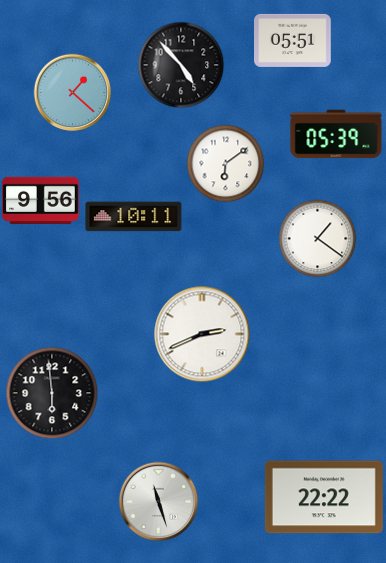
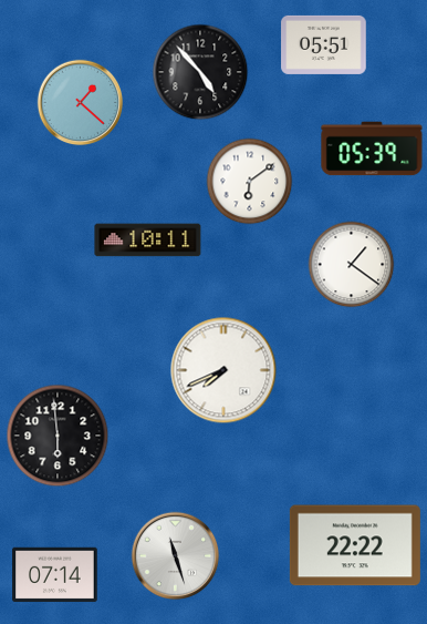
clock at (41, 200): 9:56 -> none
clock at (202, 334): 2:41 -> 7:41
clock at (324, 497) position: (324, 497) -> (355, 545)
clock at (55, 575): none -> 07:14
